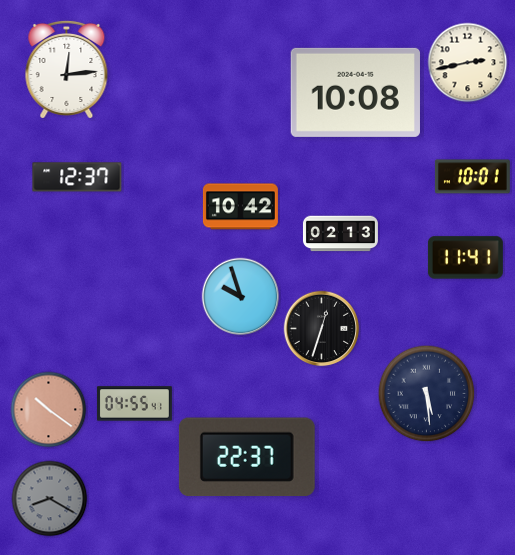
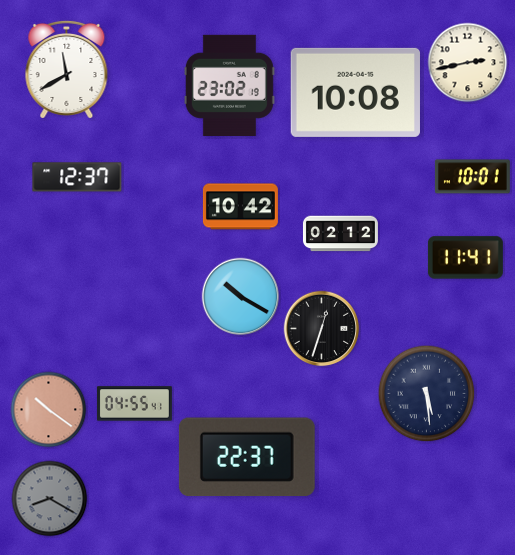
clock at (67, 69): 12:14 -> 11:40
clock at (229, 85): none -> 23:02
clock at (340, 234): 02:13 -> 02:12
clock at (241, 297): 9:57 -> 10:20
